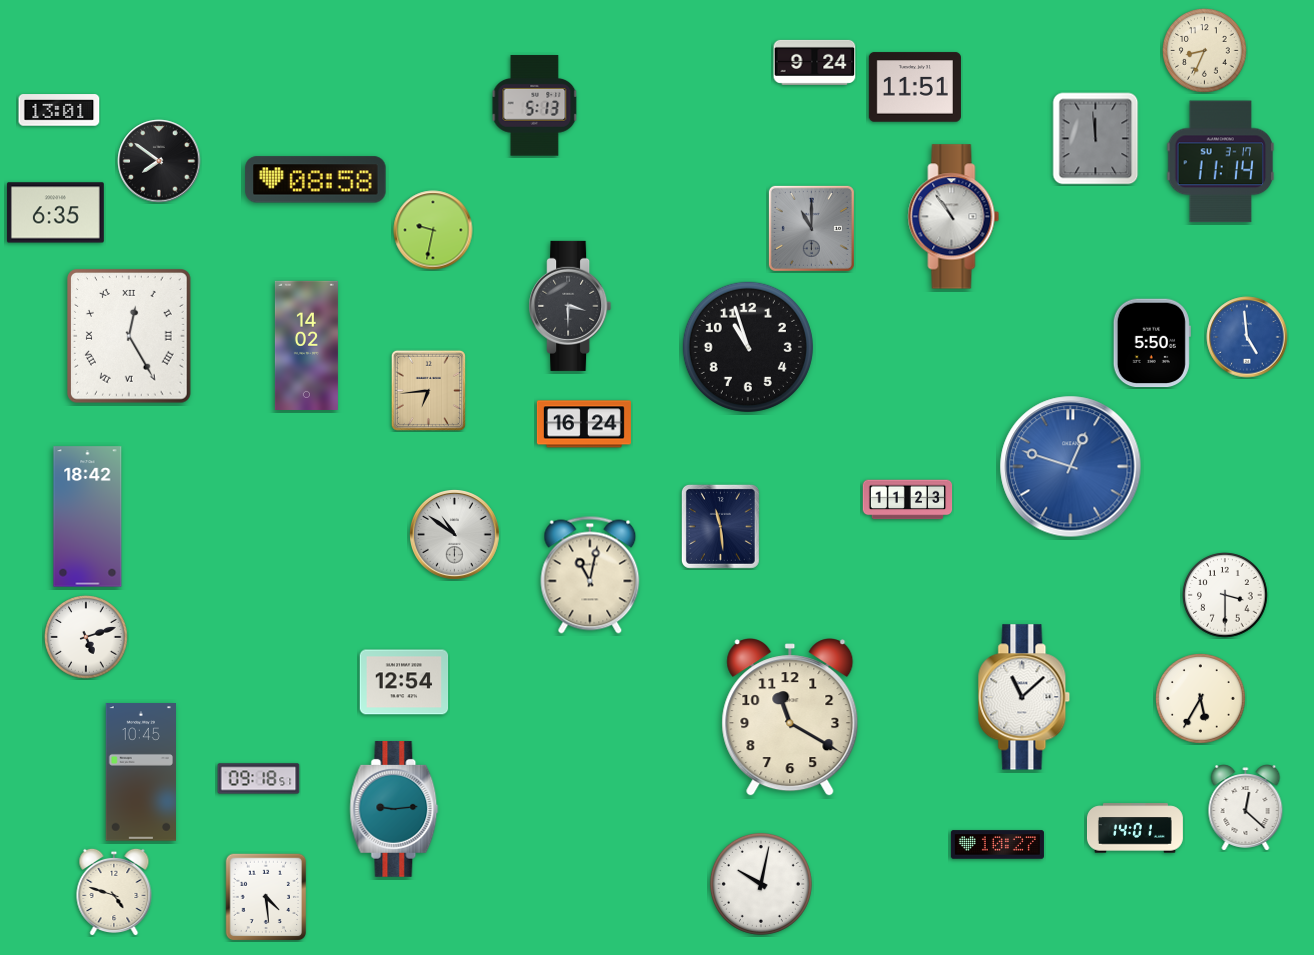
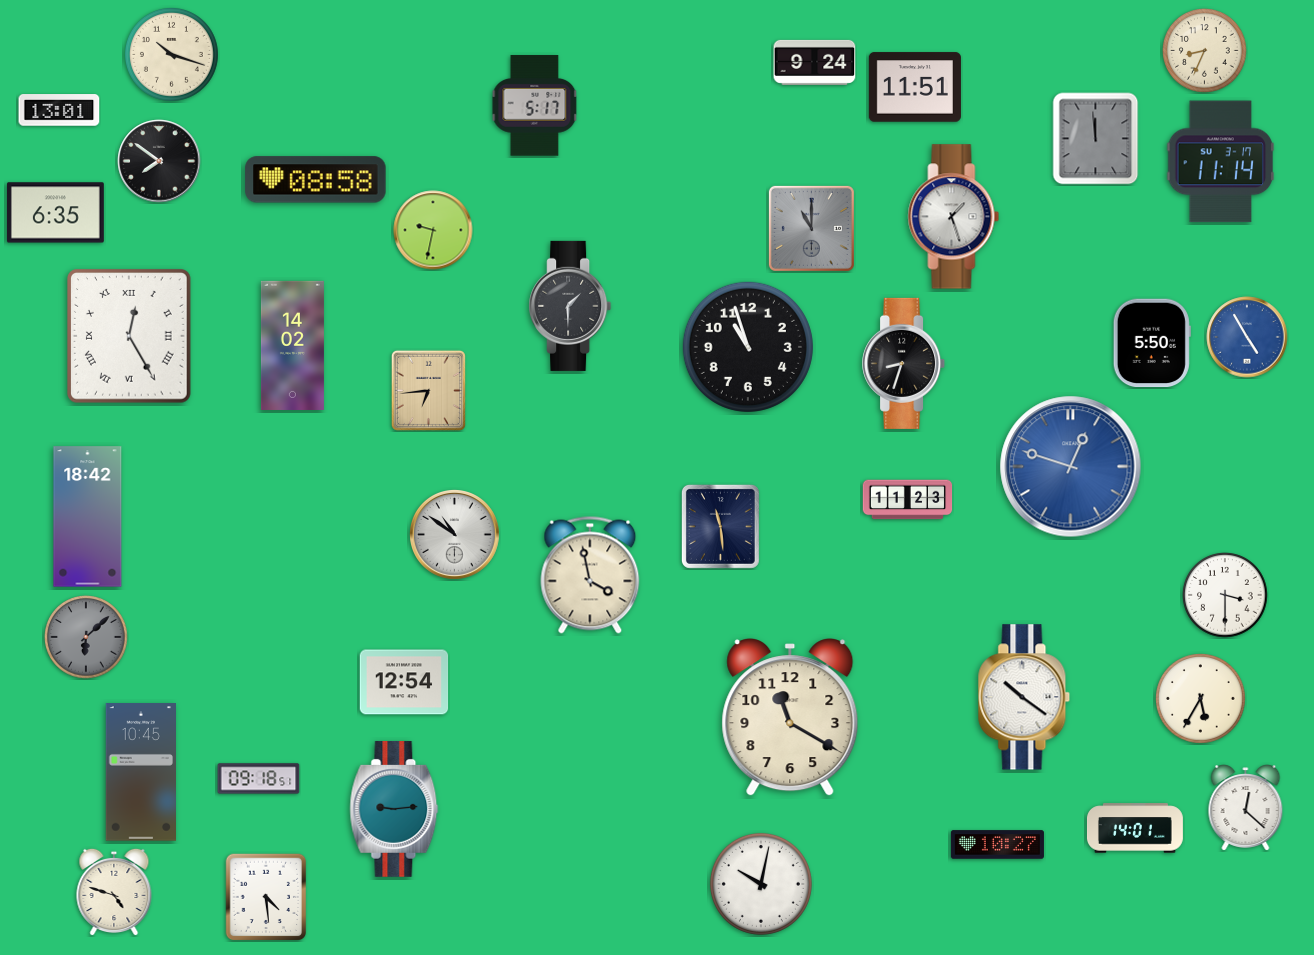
clock at (171, 54): none -> 10:18
clock at (535, 106): 5:13 -> 5:17
clock at (954, 217): 10:54 -> 1:27
clock at (570, 306): 3:30 -> 1:30
clock at (1247, 337): 4:59 -> 4:55
clock at (306, 345) position: (306, 345) -> (292, 345)
clock at (904, 363): none -> 8:33
clock at (584, 424): 16:24 -> none
clock at (590, 575): 11:02 -> 3:58
clock at (86, 637): 5:12 -> 6:08
clock at (86, 637) dial: white -> grey
clock at (1024, 697): 11:08 -> 10:21
